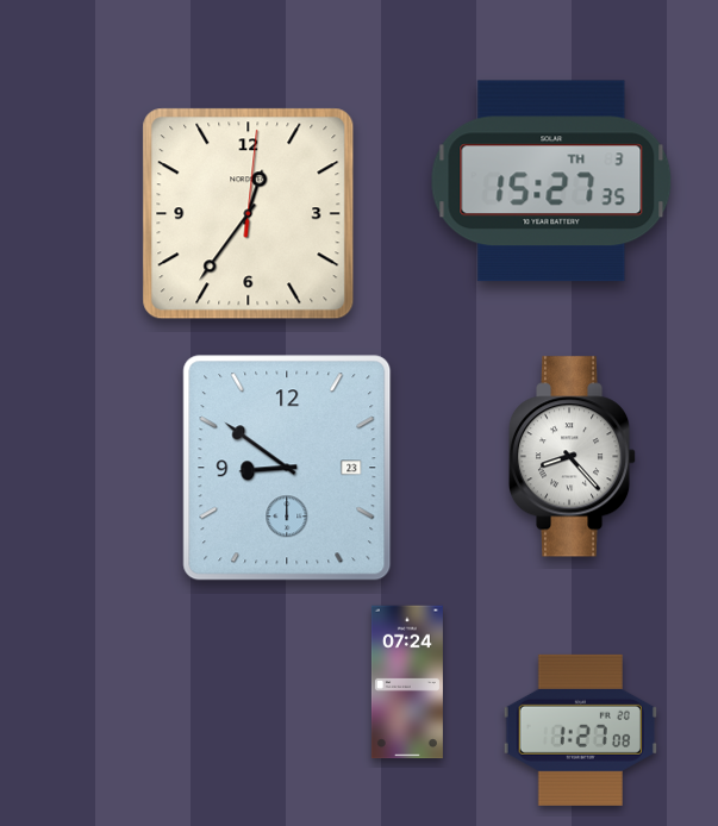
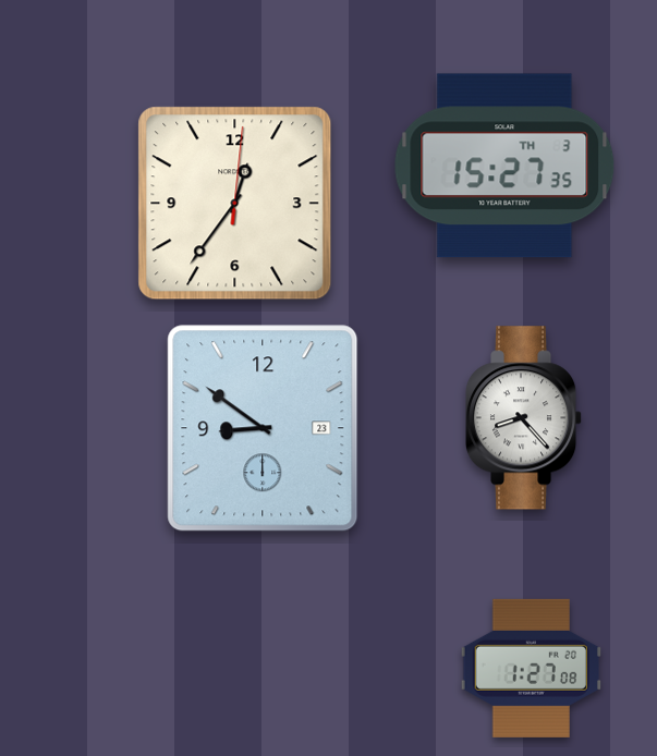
clock at (249, 214) position: (249, 214) -> (235, 204)
clock at (407, 682): 07:24 -> none
